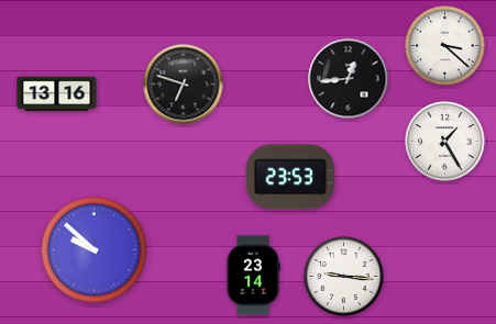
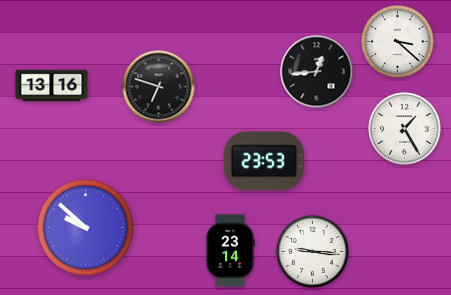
clock at (445, 46) position: (445, 46) -> (398, 42)
clock at (184, 85) position: (184, 85) -> (159, 87)
